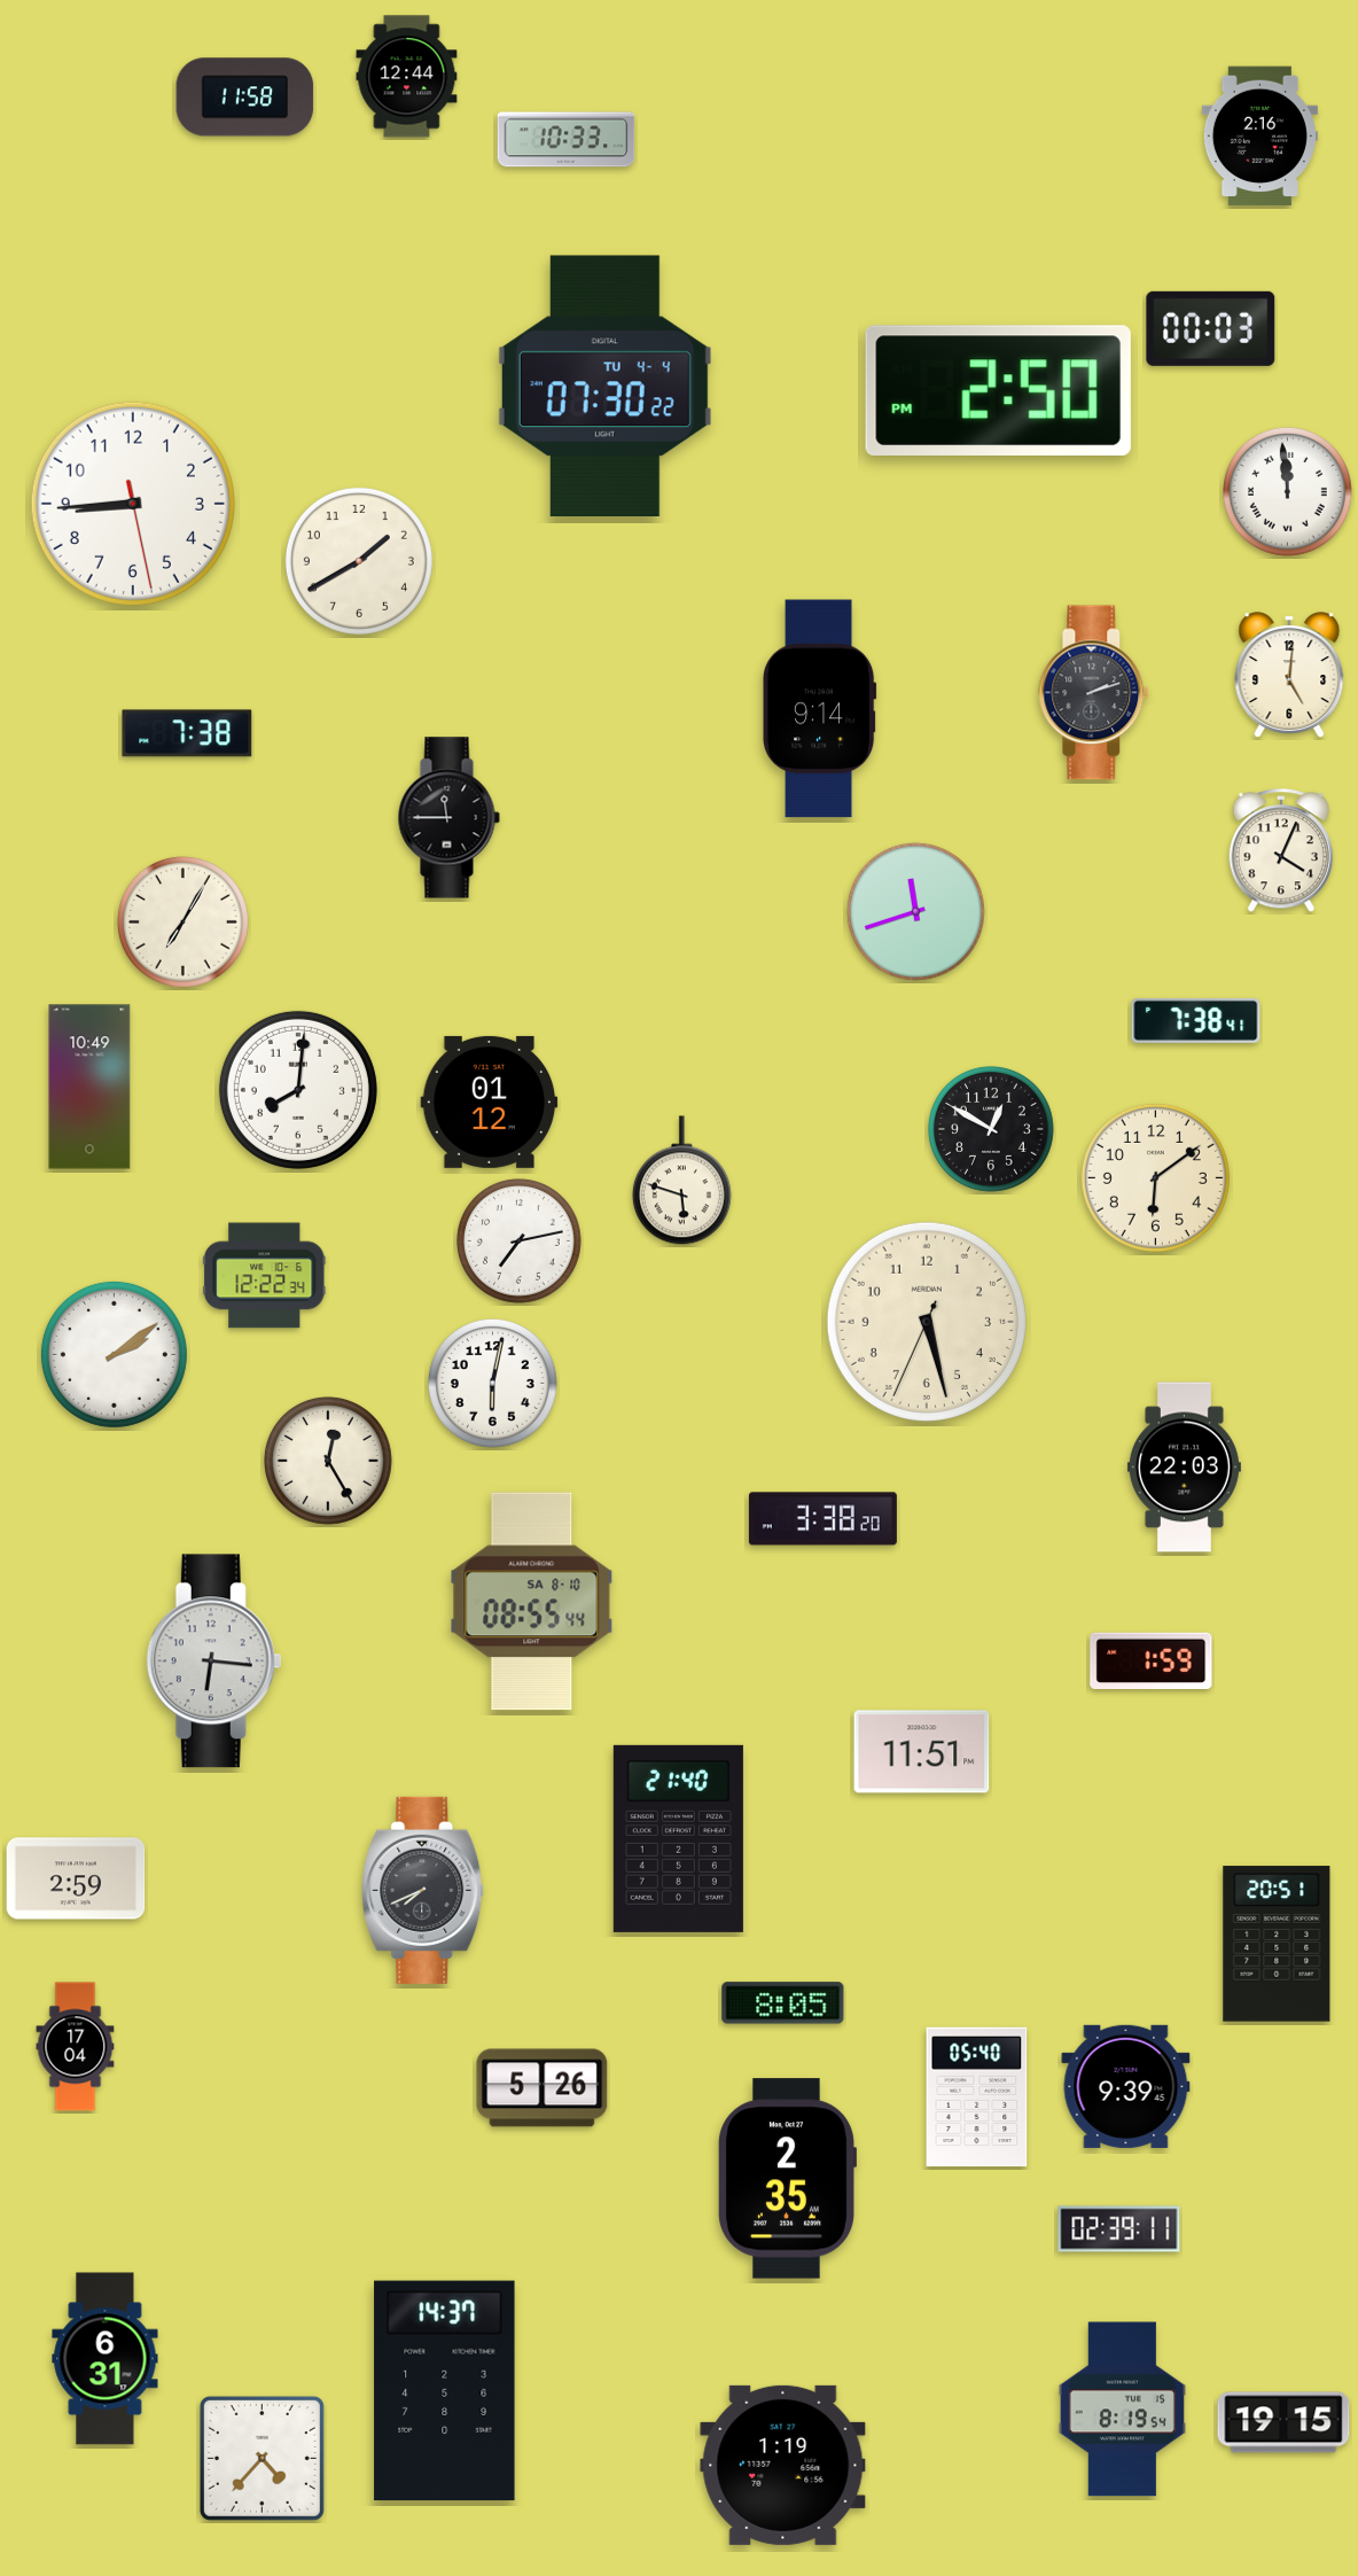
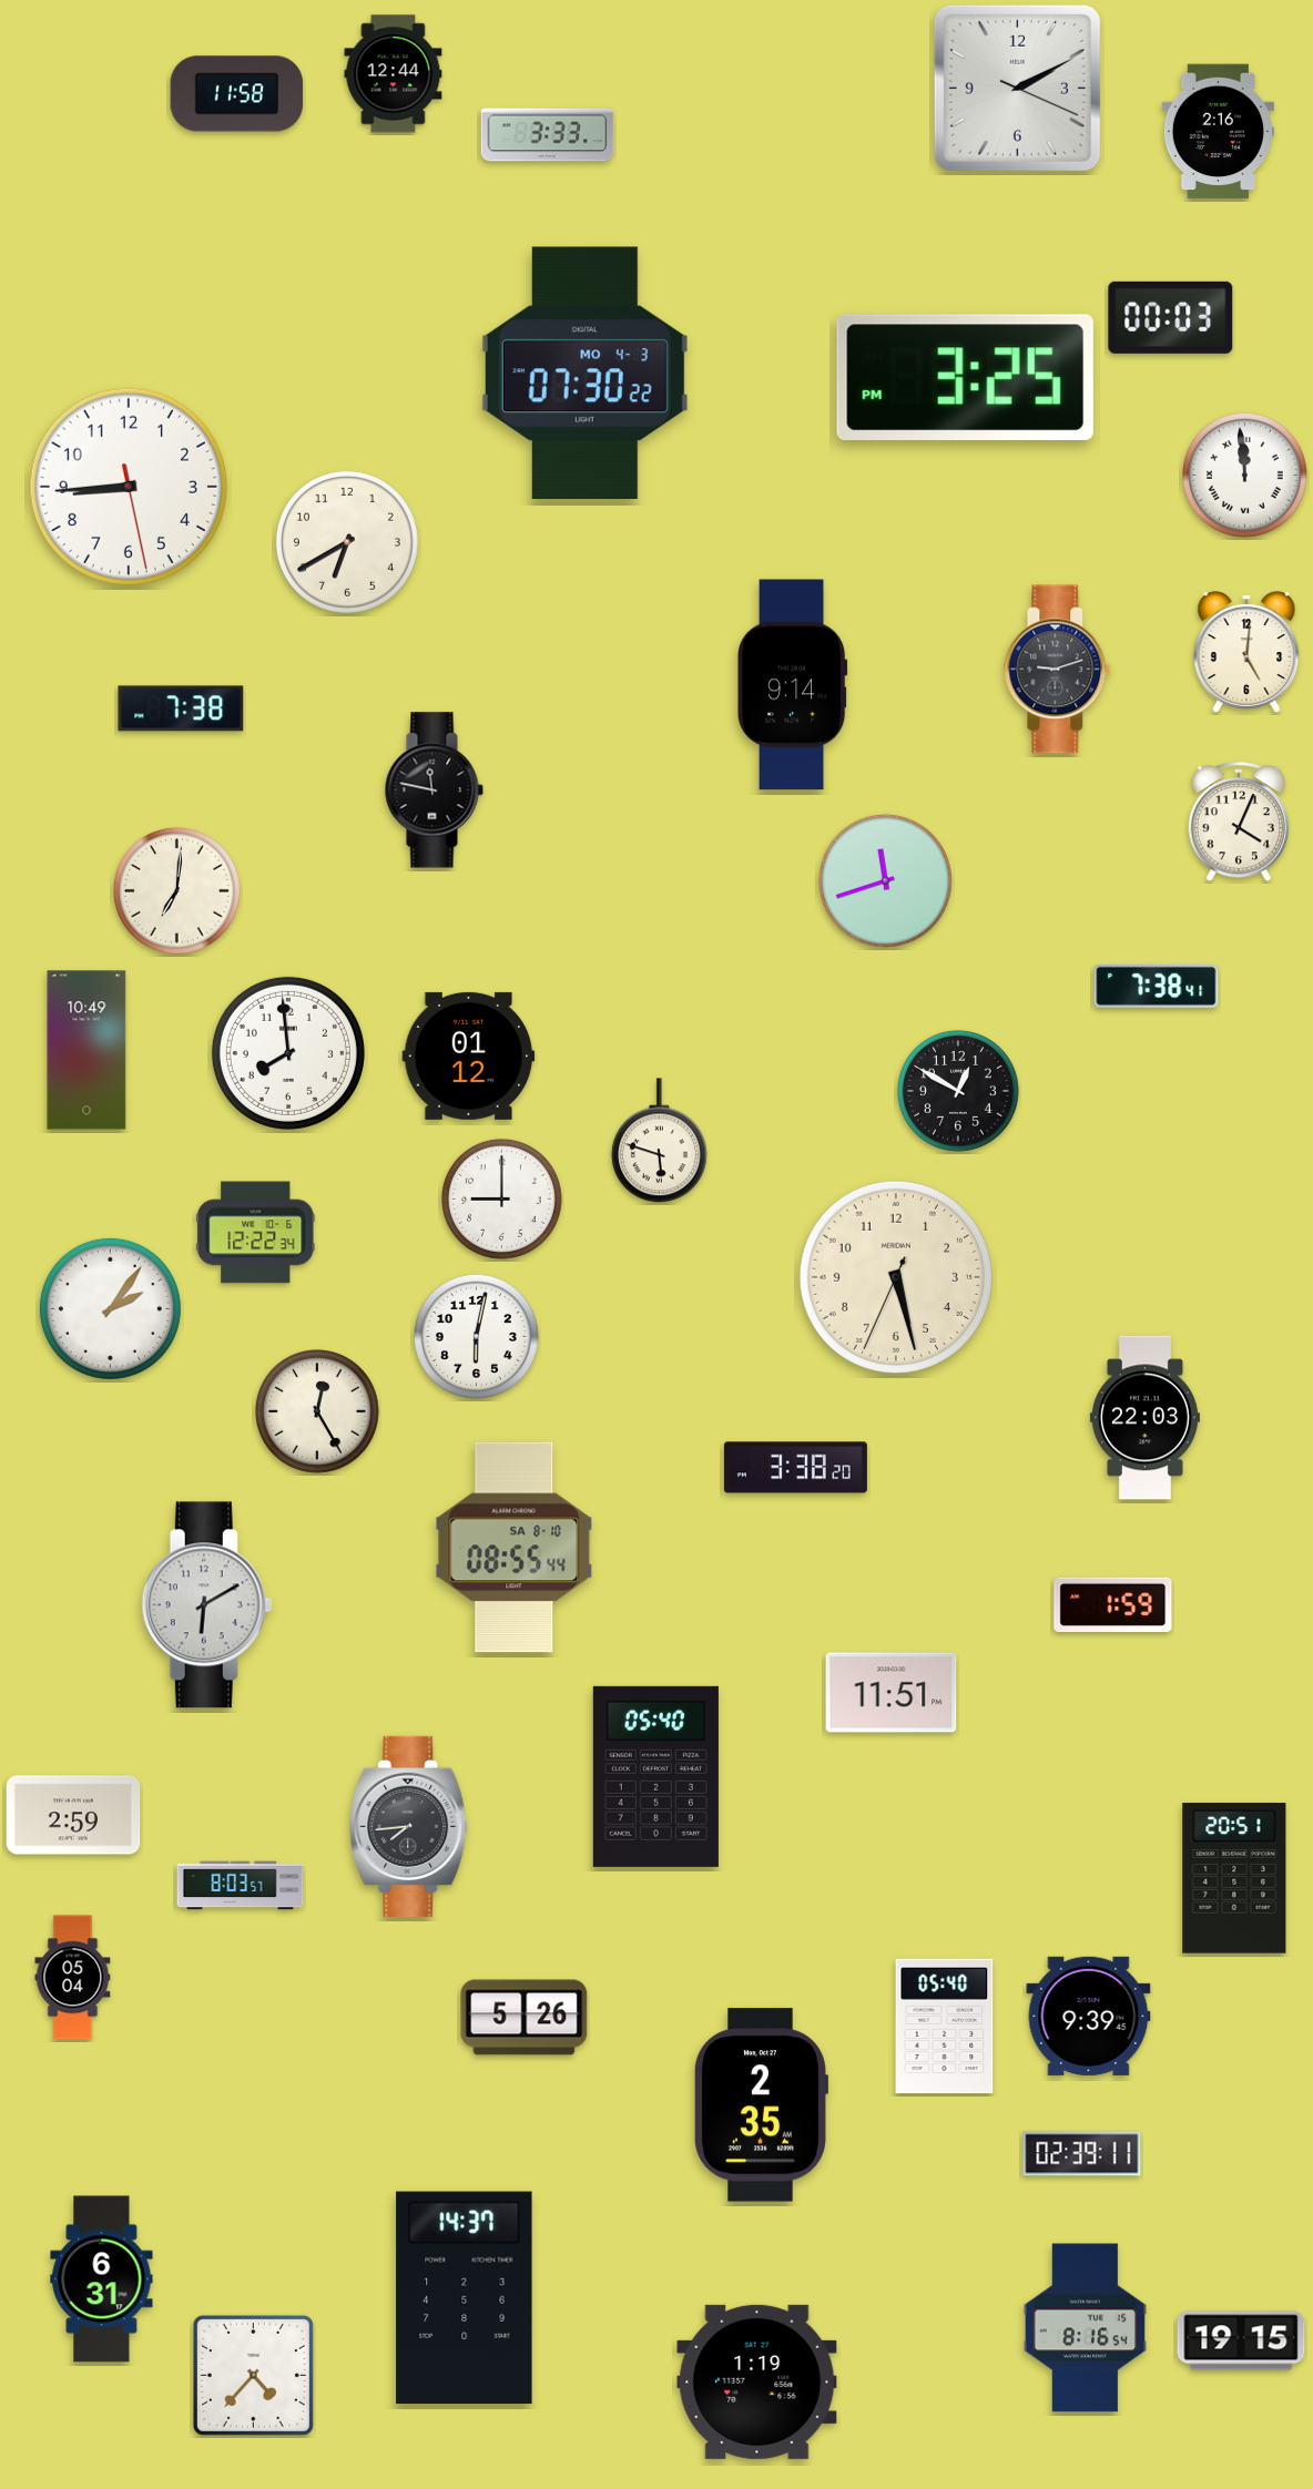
clock at (1017, 88): none -> 2:10
clock at (567, 140): 10:33 -> 3:33
clock at (604, 386) date: TU 4-4 -> MO 4-3
clock at (998, 390): 2:50 -> 3:25
clock at (359, 561): 1:40 -> 6:40
clock at (1094, 693): 2:12 -> 9:12
clock at (448, 818): 11:45 -> 11:47
clock at (182, 921): 7:05 -> 7:01
clock at (298, 1090): 8:01 -> 7:59
clock at (490, 1102) position: (490, 1102) -> (469, 1055)
clock at (1155, 1177): 6:09 -> none
clock at (520, 1242): 7:13 -> 9:00
clock at (114, 1354): 2:09 -> 2:06
clock at (214, 1661): 6:16 -> 6:10
clock at (678, 1838): 21:40 -> 05:40
clock at (423, 1890): 7:41 -> 7:44
clock at (241, 1886): none -> 8:03
clock at (783, 2003): 8:05 -> none
clock at (76, 2047): 17:04 -> 05:04
clock at (445, 2391) position: (445, 2391) -> (465, 2298)
clock at (1122, 2410): 8:19 -> 8:16
